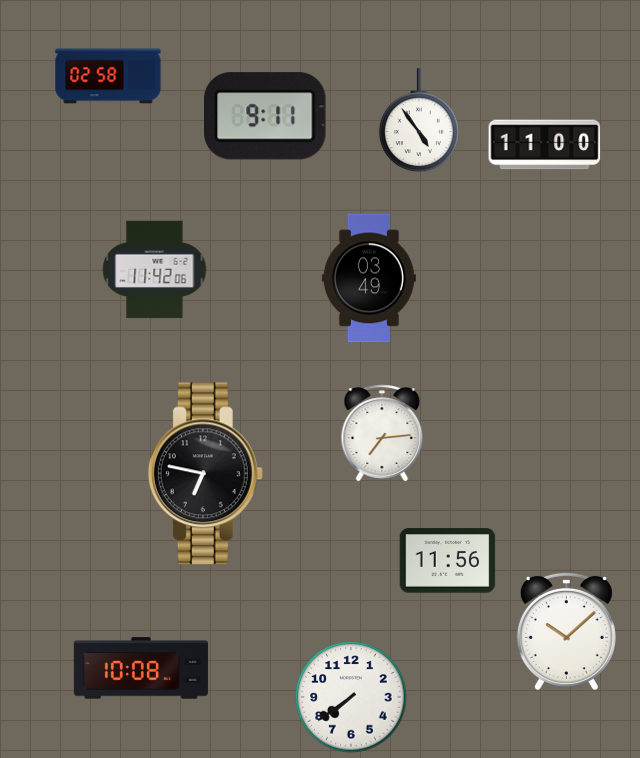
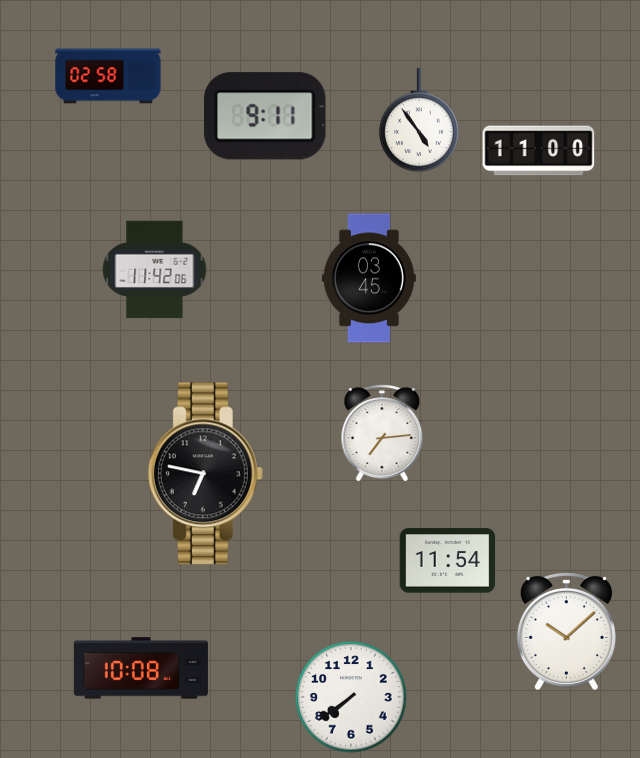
clock at (545, 145) position: (545, 145) -> (539, 151)
clock at (369, 278): 03:49 -> 03:45
clock at (448, 561): 11:56 -> 11:54
